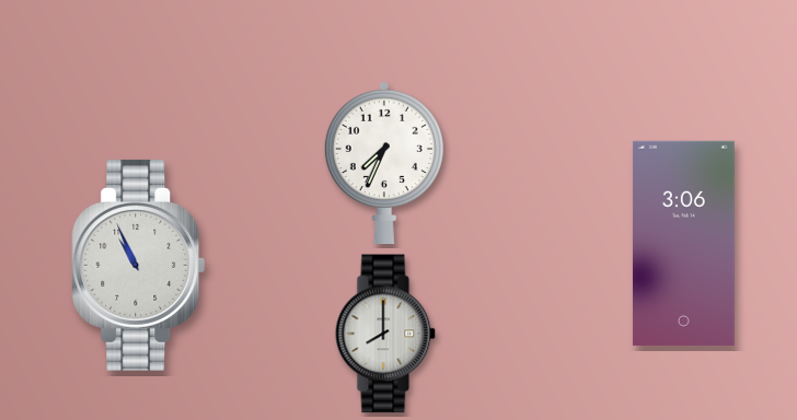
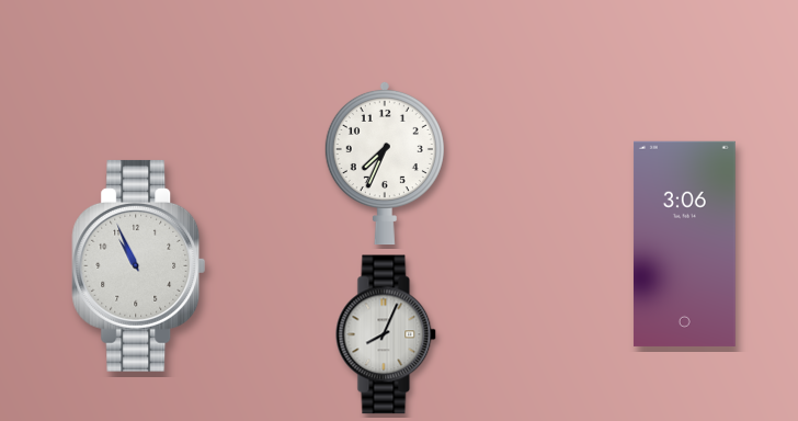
clock at (385, 334): 8:00 -> 8:04
